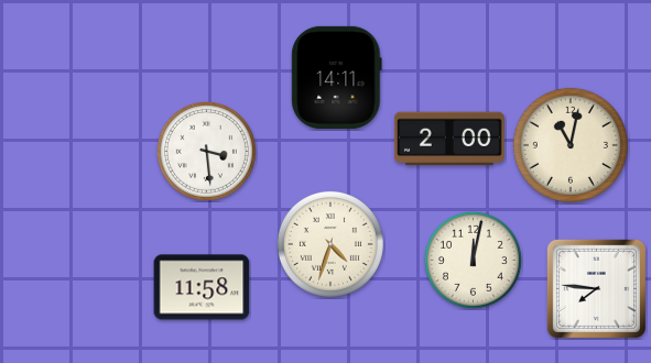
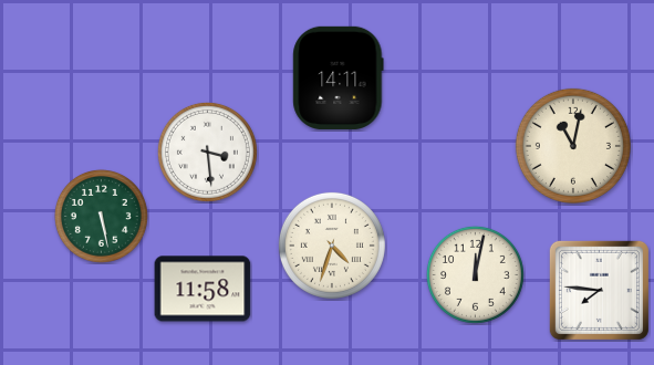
clock at (449, 139): 2:00 -> none
clock at (101, 216): none -> 5:28
clock at (473, 260) position: (473, 260) -> (475, 274)
